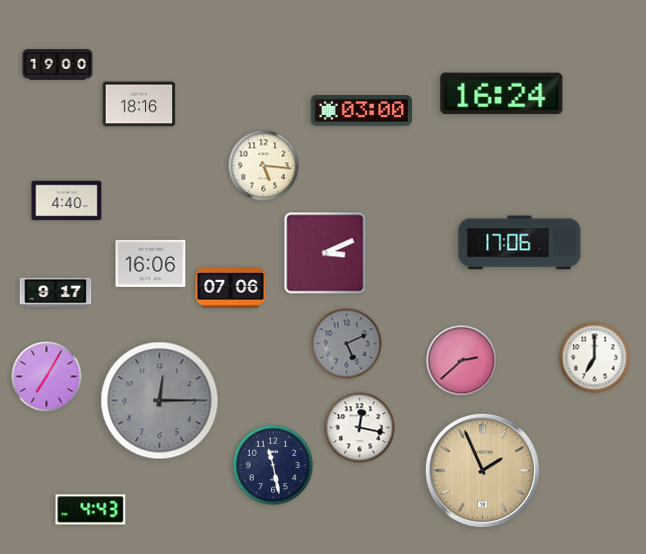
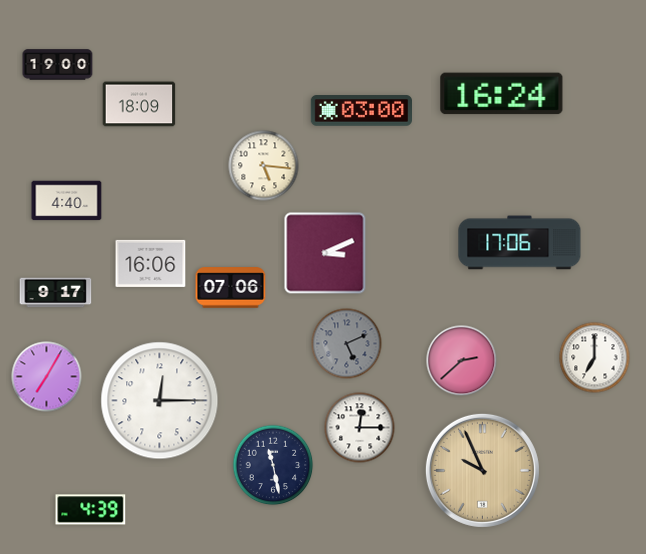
clock at (139, 104): 18:16 -> 18:09
clock at (160, 401) dial: grey -> white
clock at (360, 428): 12:17 -> 12:15
clock at (482, 470): 1:56 -> 9:56
clock at (91, 510): 4:43 -> 4:39
